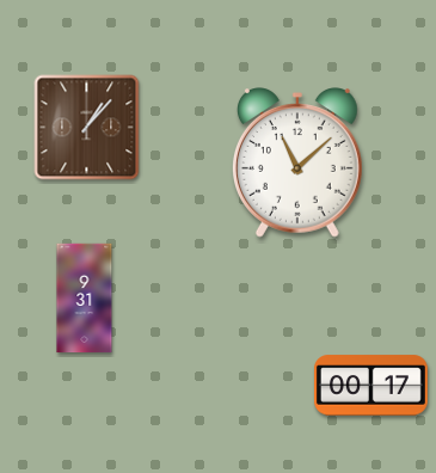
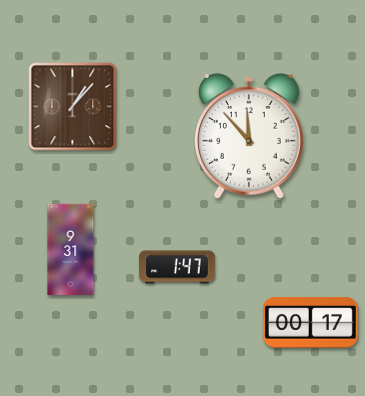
clock at (297, 162): 11:08 -> 11:53
clock at (177, 267): none -> 1:47
